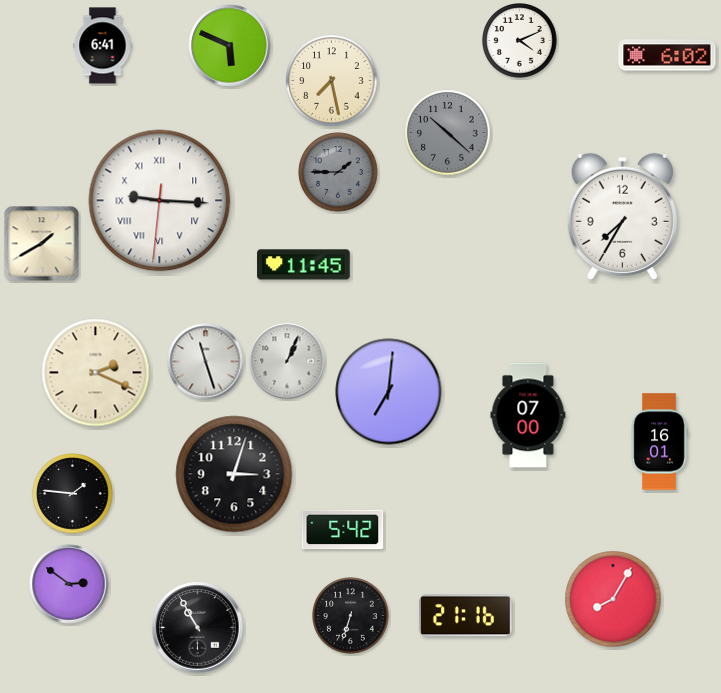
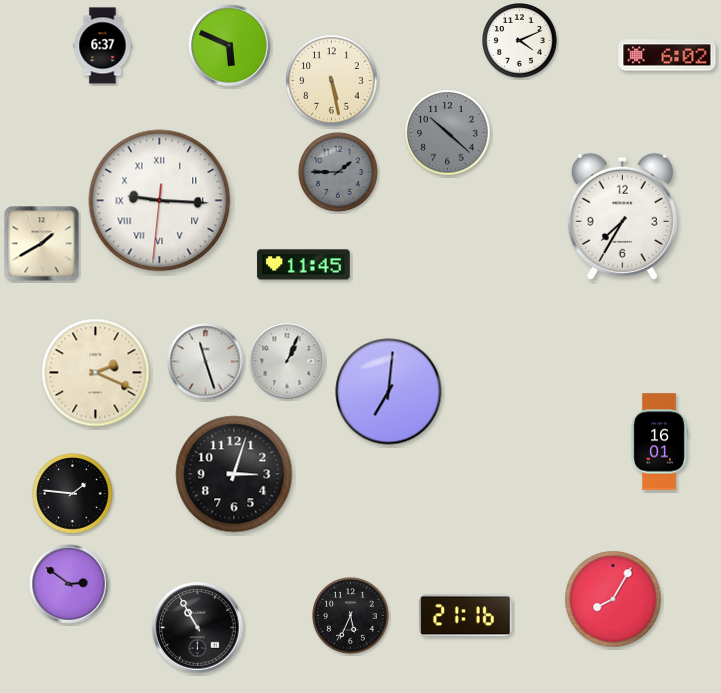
clock at (103, 46): 6:41 -> 6:37
clock at (332, 81): 7:28 -> 5:28
clock at (528, 415): 07:00 -> none
clock at (343, 530): 5:42 -> none
clock at (351, 616): 6:33 -> 5:34
